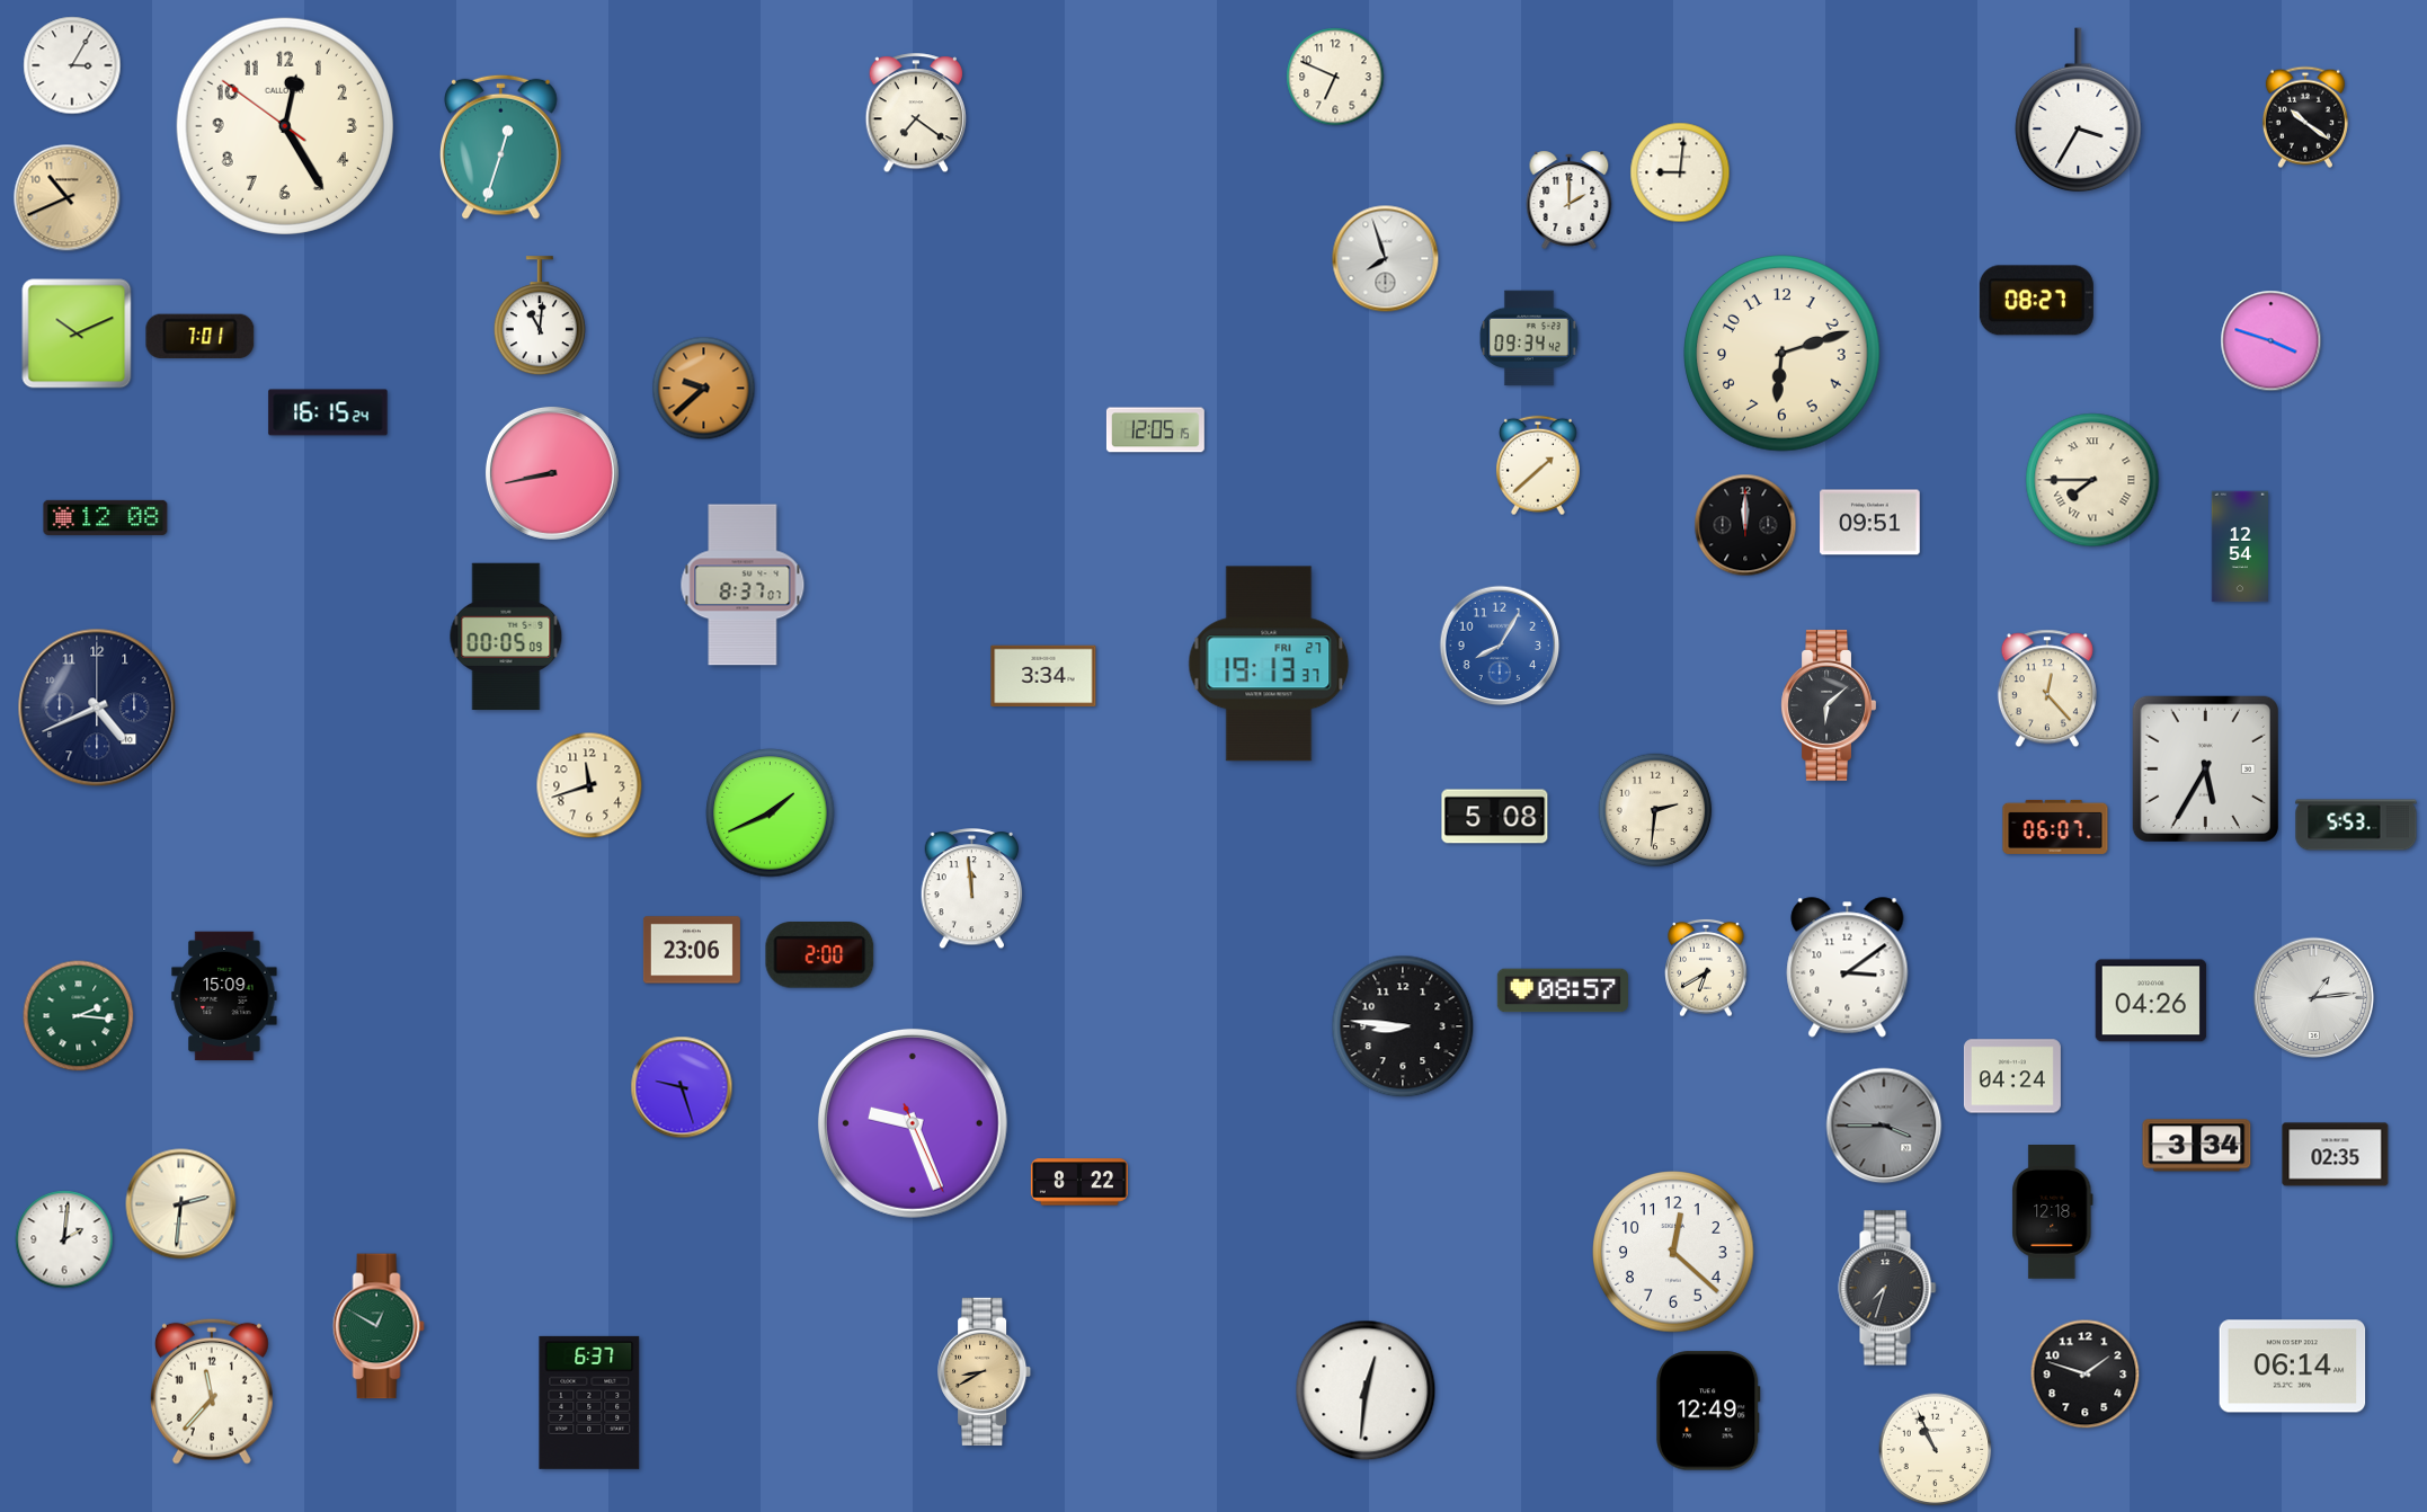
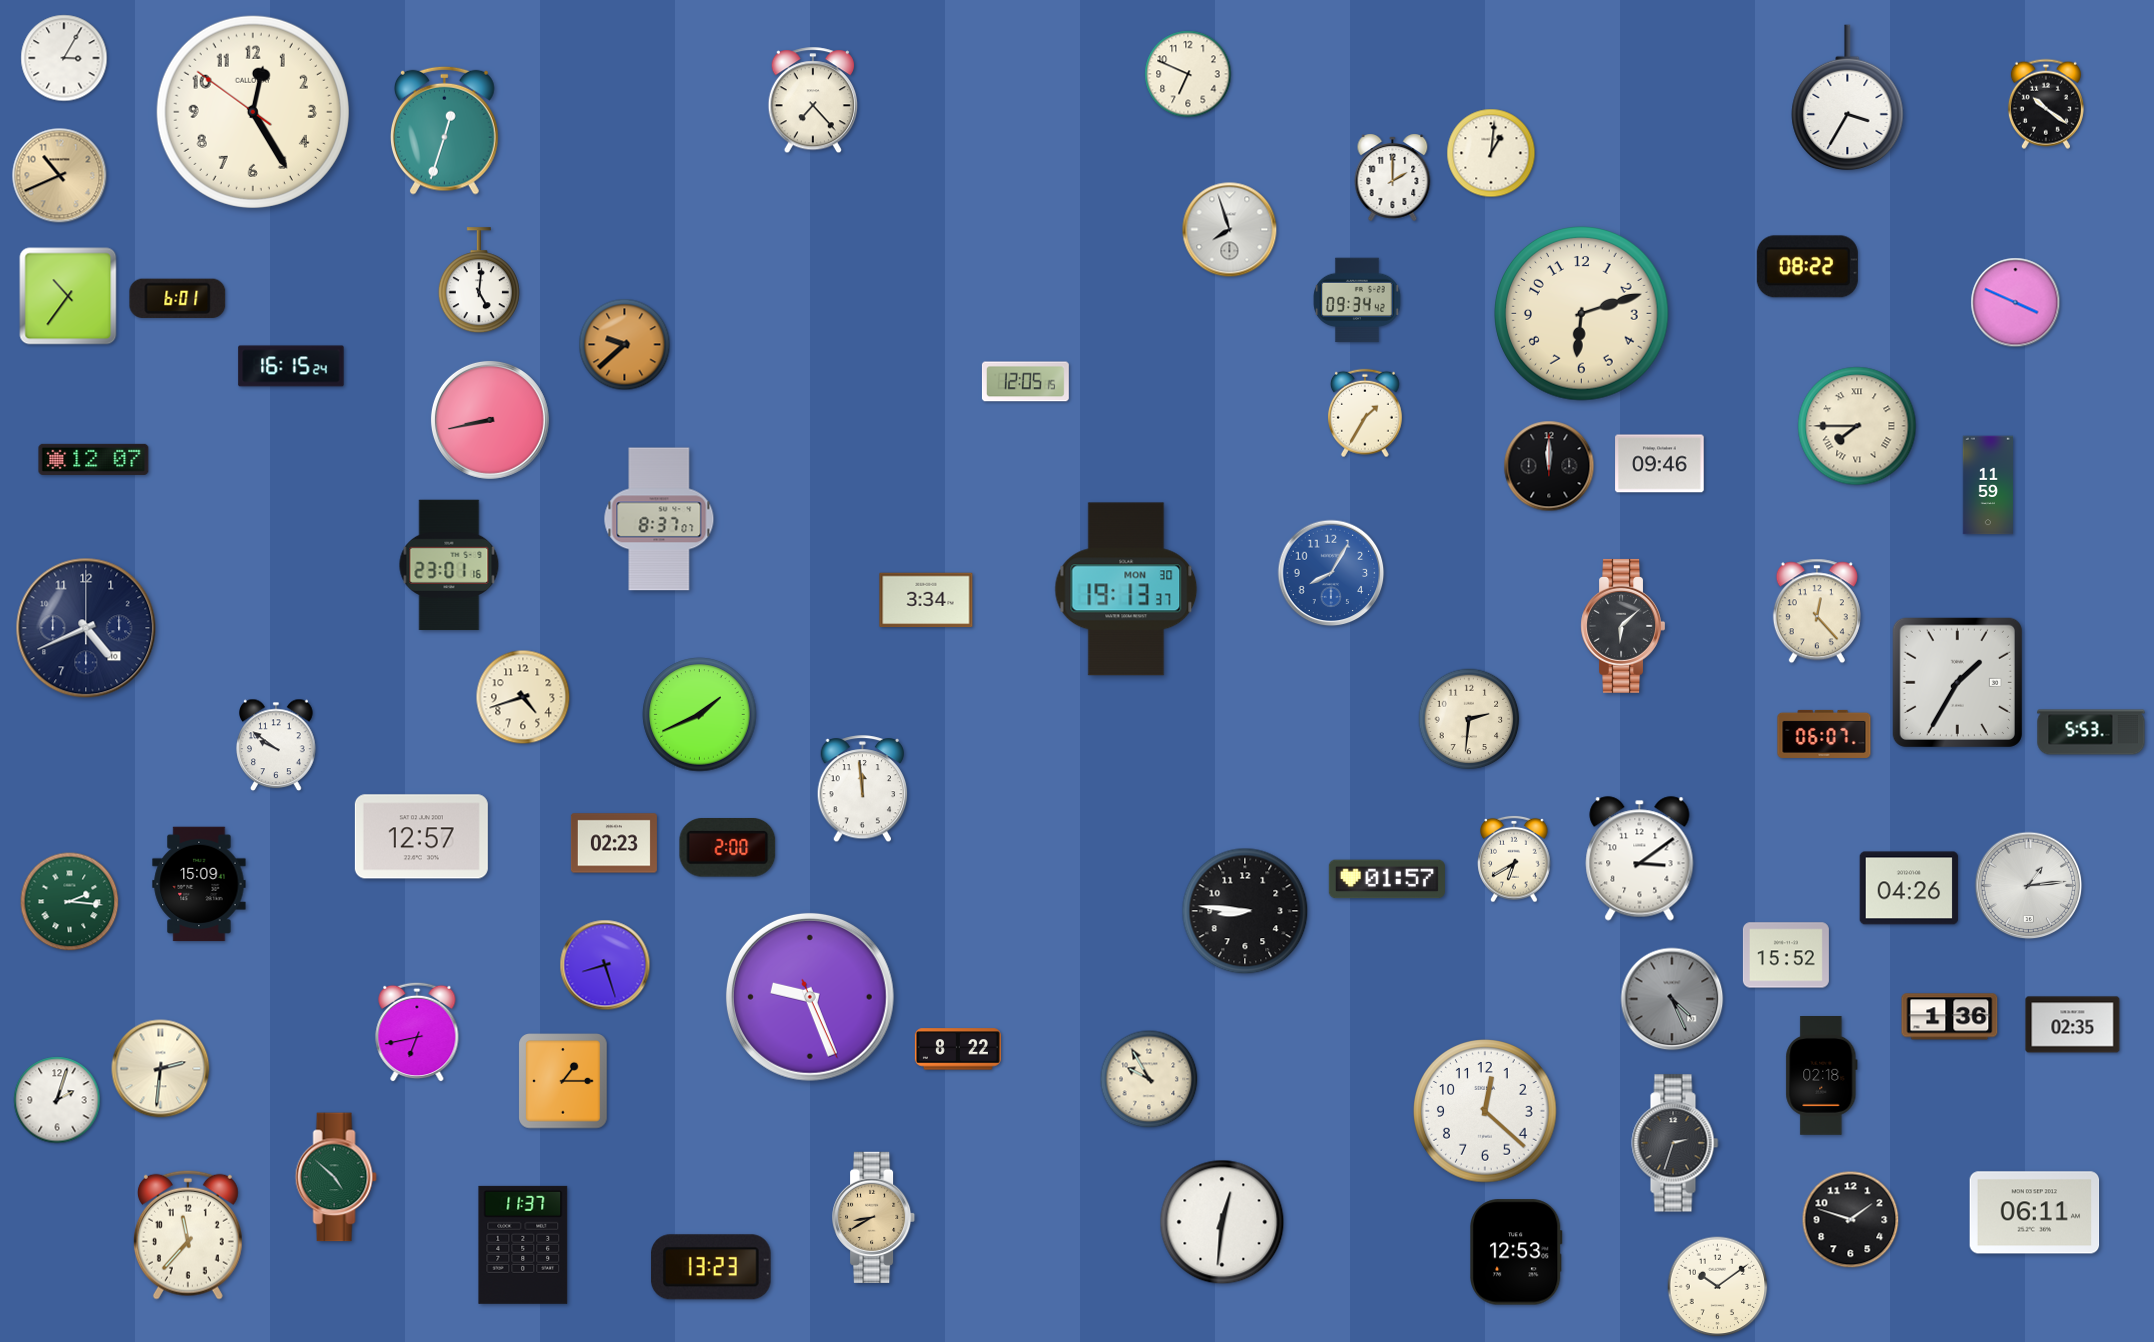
clock at (1335, 77) position: (1335, 77) -> (1188, 74)
clock at (2079, 110) position: (2079, 110) -> (1848, 98)
clock at (916, 114): 7:21 -> 7:23
clock at (1680, 172): 9:01 -> 1:01
clock at (2036, 301): 08:27 -> 08:22
clock at (540, 317): 11:01 -> 5:01
clock at (77, 333): 10:11 -> 10:36
clock at (201, 336): 7:01 -> 6:01
clock at (2272, 341): 3:48 -> 3:49
clock at (1538, 465): 1:38 -> 1:35
clock at (106, 517): 12:08 -> 12:07
clock at (1870, 523): 09:51 -> 09:46
clock at (2240, 546): 12:54 -> 11:59
clock at (506, 637): 00:05 -> 23:01
clock at (1269, 664) date: FRI 27 -> MON 30
clock at (2205, 768): 5:35 -> 1:35
clock at (589, 785): 11:42 -> 4:42
clock at (771, 813) position: (771, 813) -> (700, 715)
clock at (1495, 817): 5:08 -> none
clock at (276, 745): none -> 9:51
clock at (421, 837): none -> 12:57
clock at (692, 950): 23:06 -> 02:23
clock at (1563, 990): 08:57 -> 01:57
clock at (2314, 998) position: (2314, 998) -> (2029, 886)
clock at (2012, 1076): 04:24 -> 15:52
clock at (682, 1087): 9:27 -> 8:27
clock at (1884, 1126): 3:45 -> 4:26
clock at (2197, 1146): 3:34 -> 1:36
clock at (417, 1032): none -> 6:43
clock at (2053, 1212): 12:18 -> 02:18
clock at (1149, 1079): none -> 9:55
clock at (563, 1081): none -> 1:15
clock at (64, 1239): 2:01 -> 2:03
clock at (1887, 1288): 7:33 -> 2:33
clock at (379, 1326): 12:50 -> 4:52
clock at (2293, 1367): 06:14 -> 06:11
clock at (1366, 1390) position: (1366, 1390) -> (1222, 1222)
clock at (589, 1403): 6:37 -> 11:37
clock at (1708, 1411): 12:49 -> 12:53
clock at (711, 1267): none -> 13:23
clock at (1936, 1450): 10:56 -> 10:09
